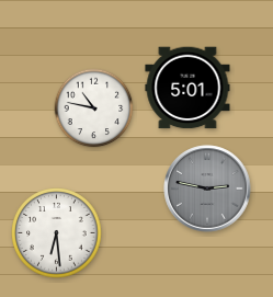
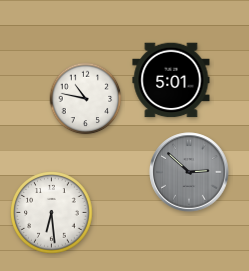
clock at (207, 189): 2:47 -> 2:52
